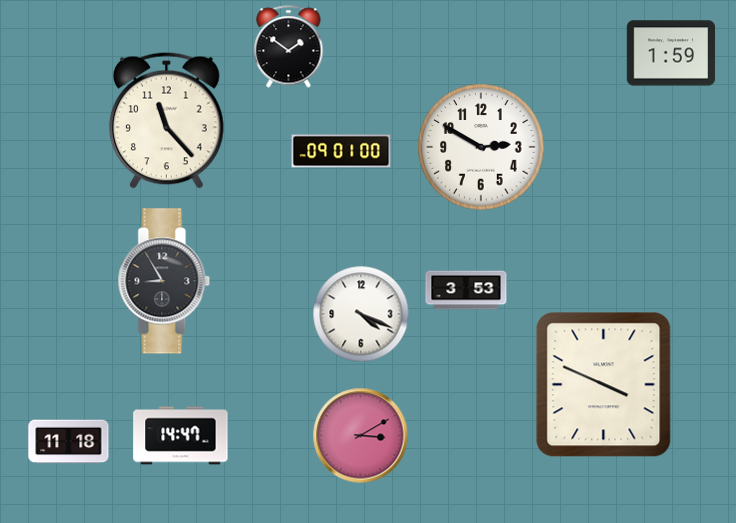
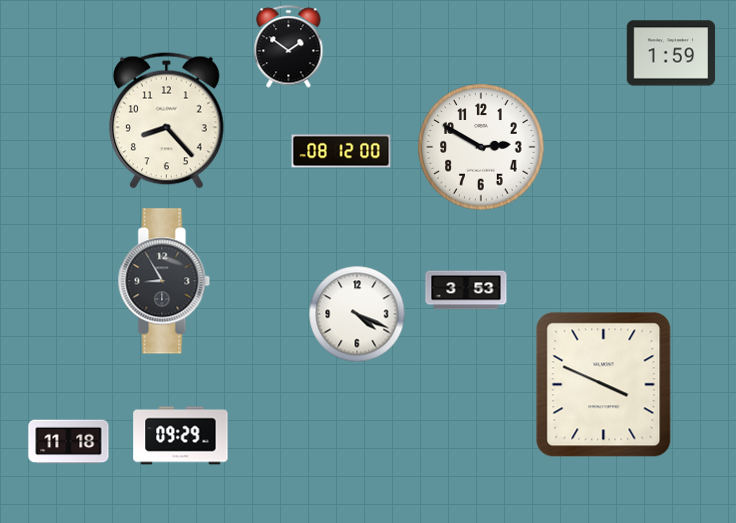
clock at (166, 120): 11:23 -> 8:23
clock at (341, 151): 09:01 -> 08:12
clock at (361, 314) position: (361, 314) -> (357, 314)
clock at (181, 436): 14:47 -> 09:29
clock at (361, 436): 3:10 -> none
